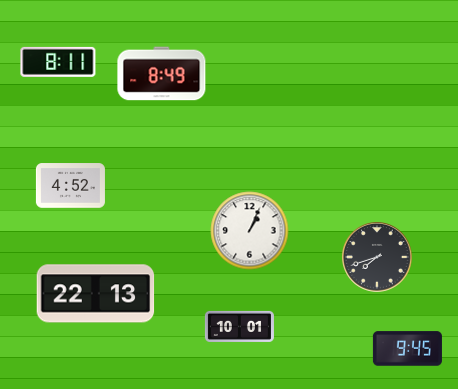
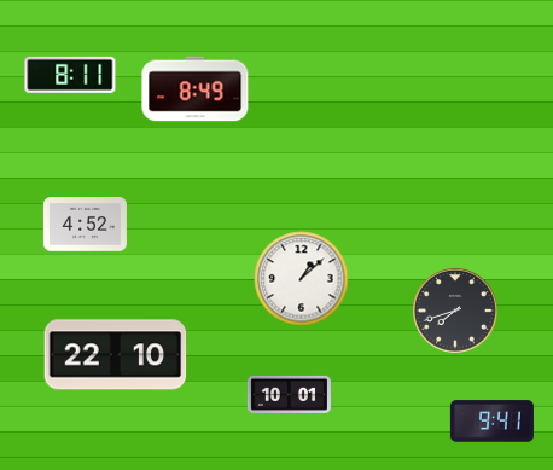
clock at (250, 231): 1:04 -> 1:08
clock at (96, 294): 22:13 -> 22:10
clock at (407, 349): 9:45 -> 9:41
